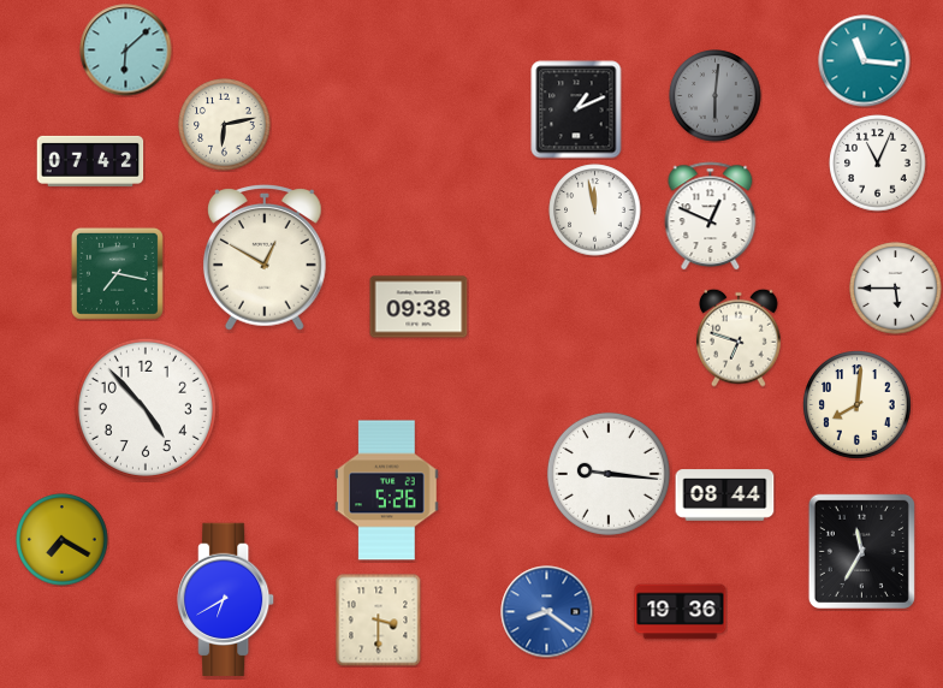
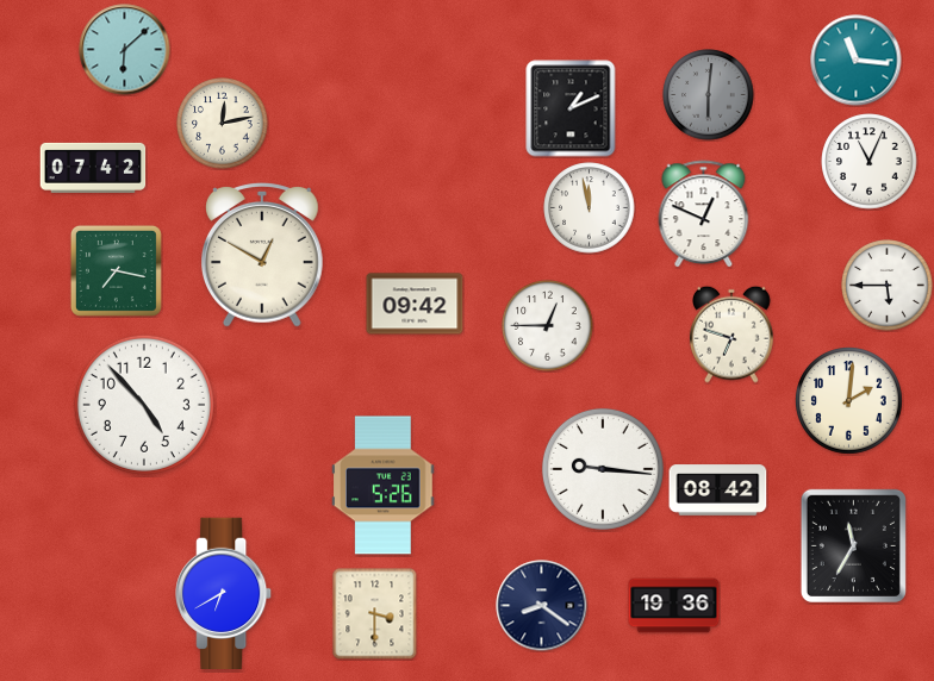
clock at (225, 125): 6:13 -> 12:13
clock at (90, 161) position: (90, 161) -> (93, 168)
clock at (419, 307): 09:38 -> 09:42
clock at (548, 326): none -> 12:45
clock at (858, 405): 8:01 -> 2:01
clock at (725, 496): 08:44 -> 08:42
clock at (63, 540): 7:20 -> none
clock at (547, 612) dial: blue -> navy
